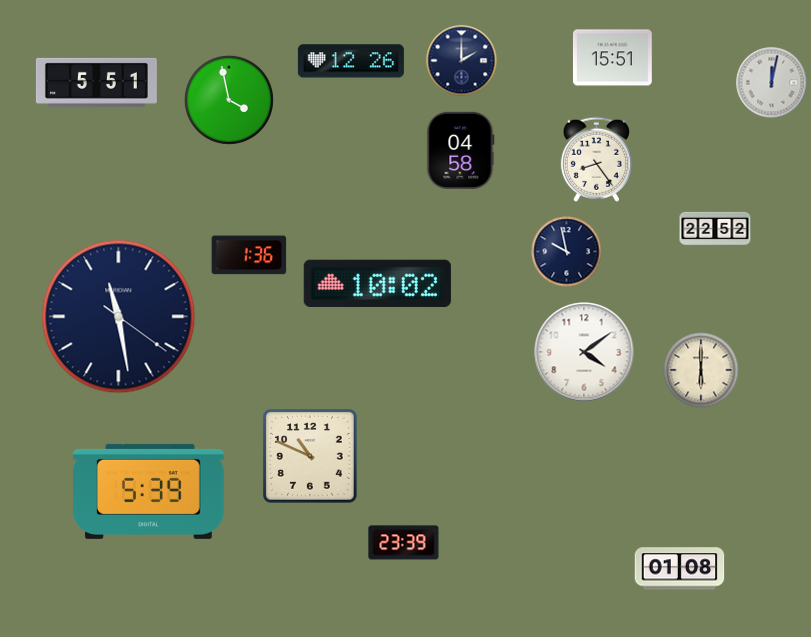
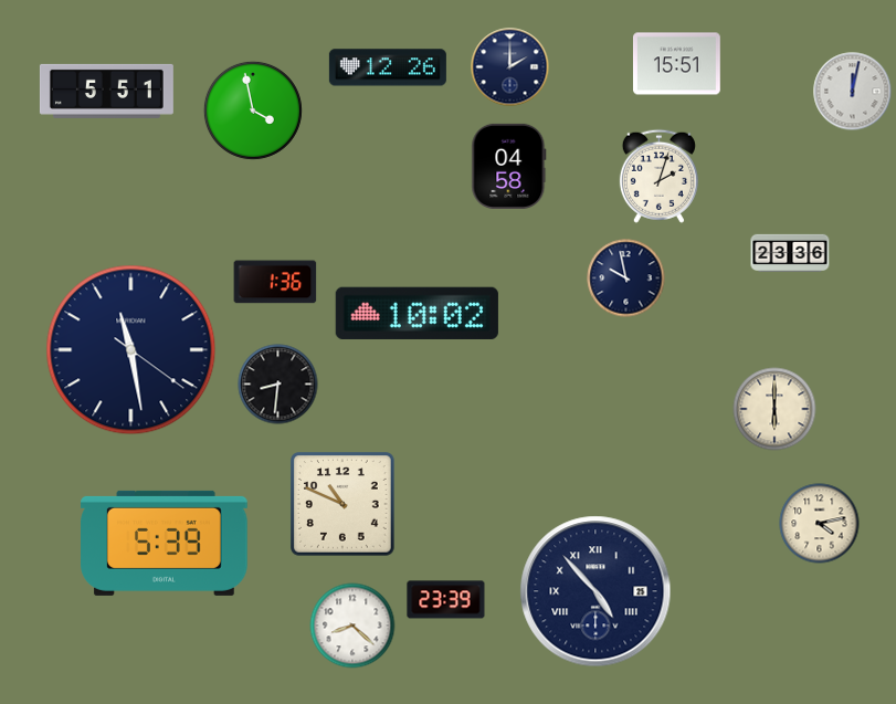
clock at (596, 159): 8:24 -> 2:03
clock at (715, 228): 22:52 -> 23:36
clock at (278, 385): none -> 8:31
clock at (584, 352): 4:09 -> none
clock at (820, 524): none -> 4:13
clock at (595, 591): none -> 4:53
clock at (352, 626): none -> 8:22
clock at (680, 569): 01:08 -> none
